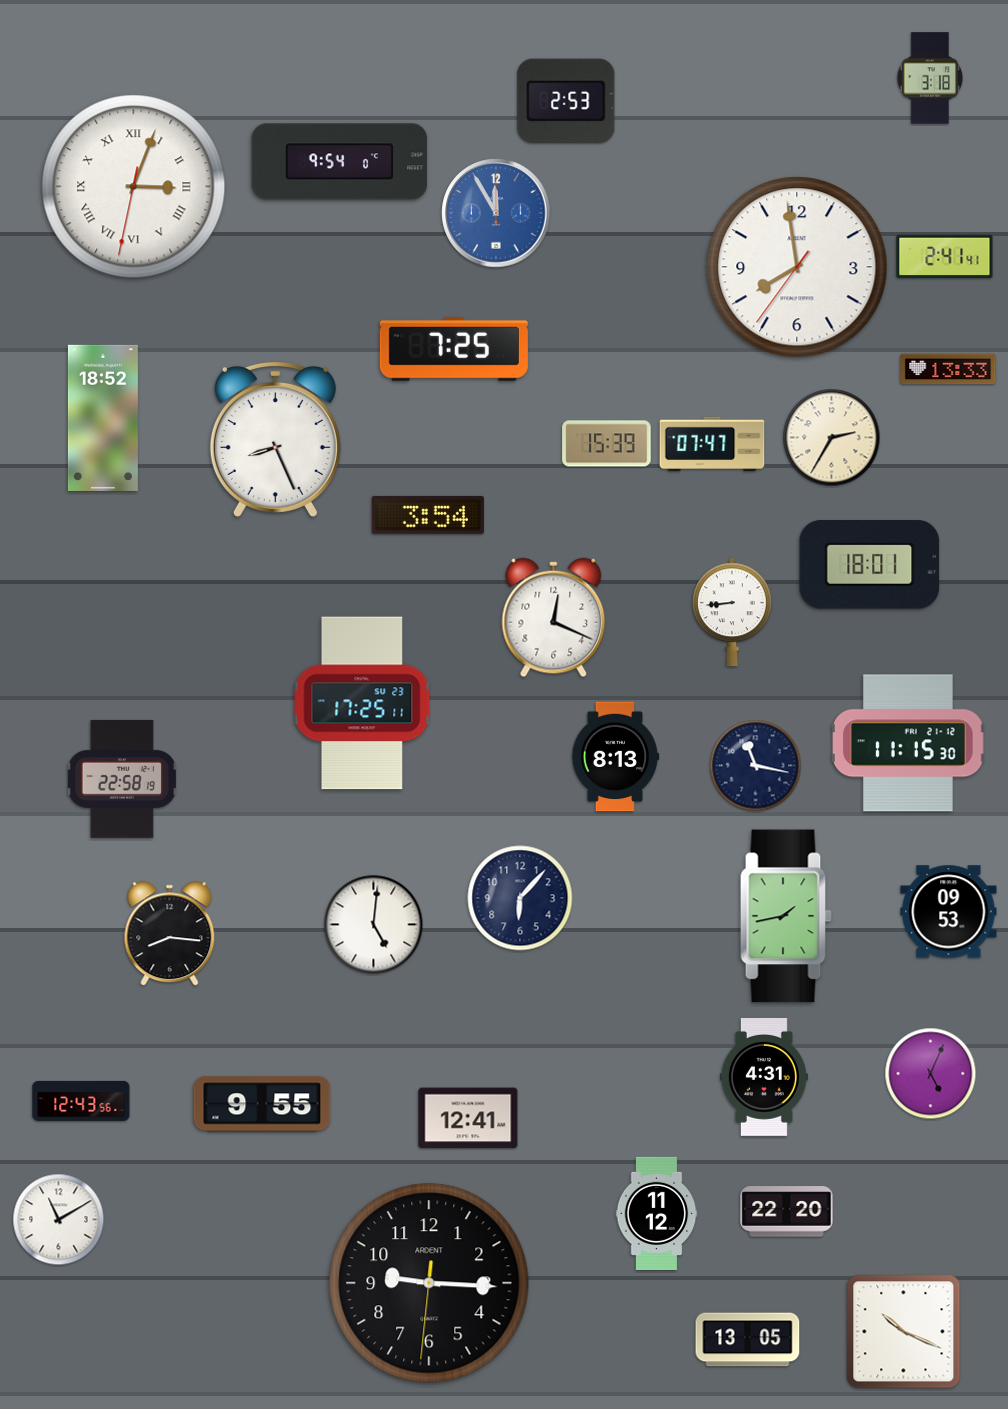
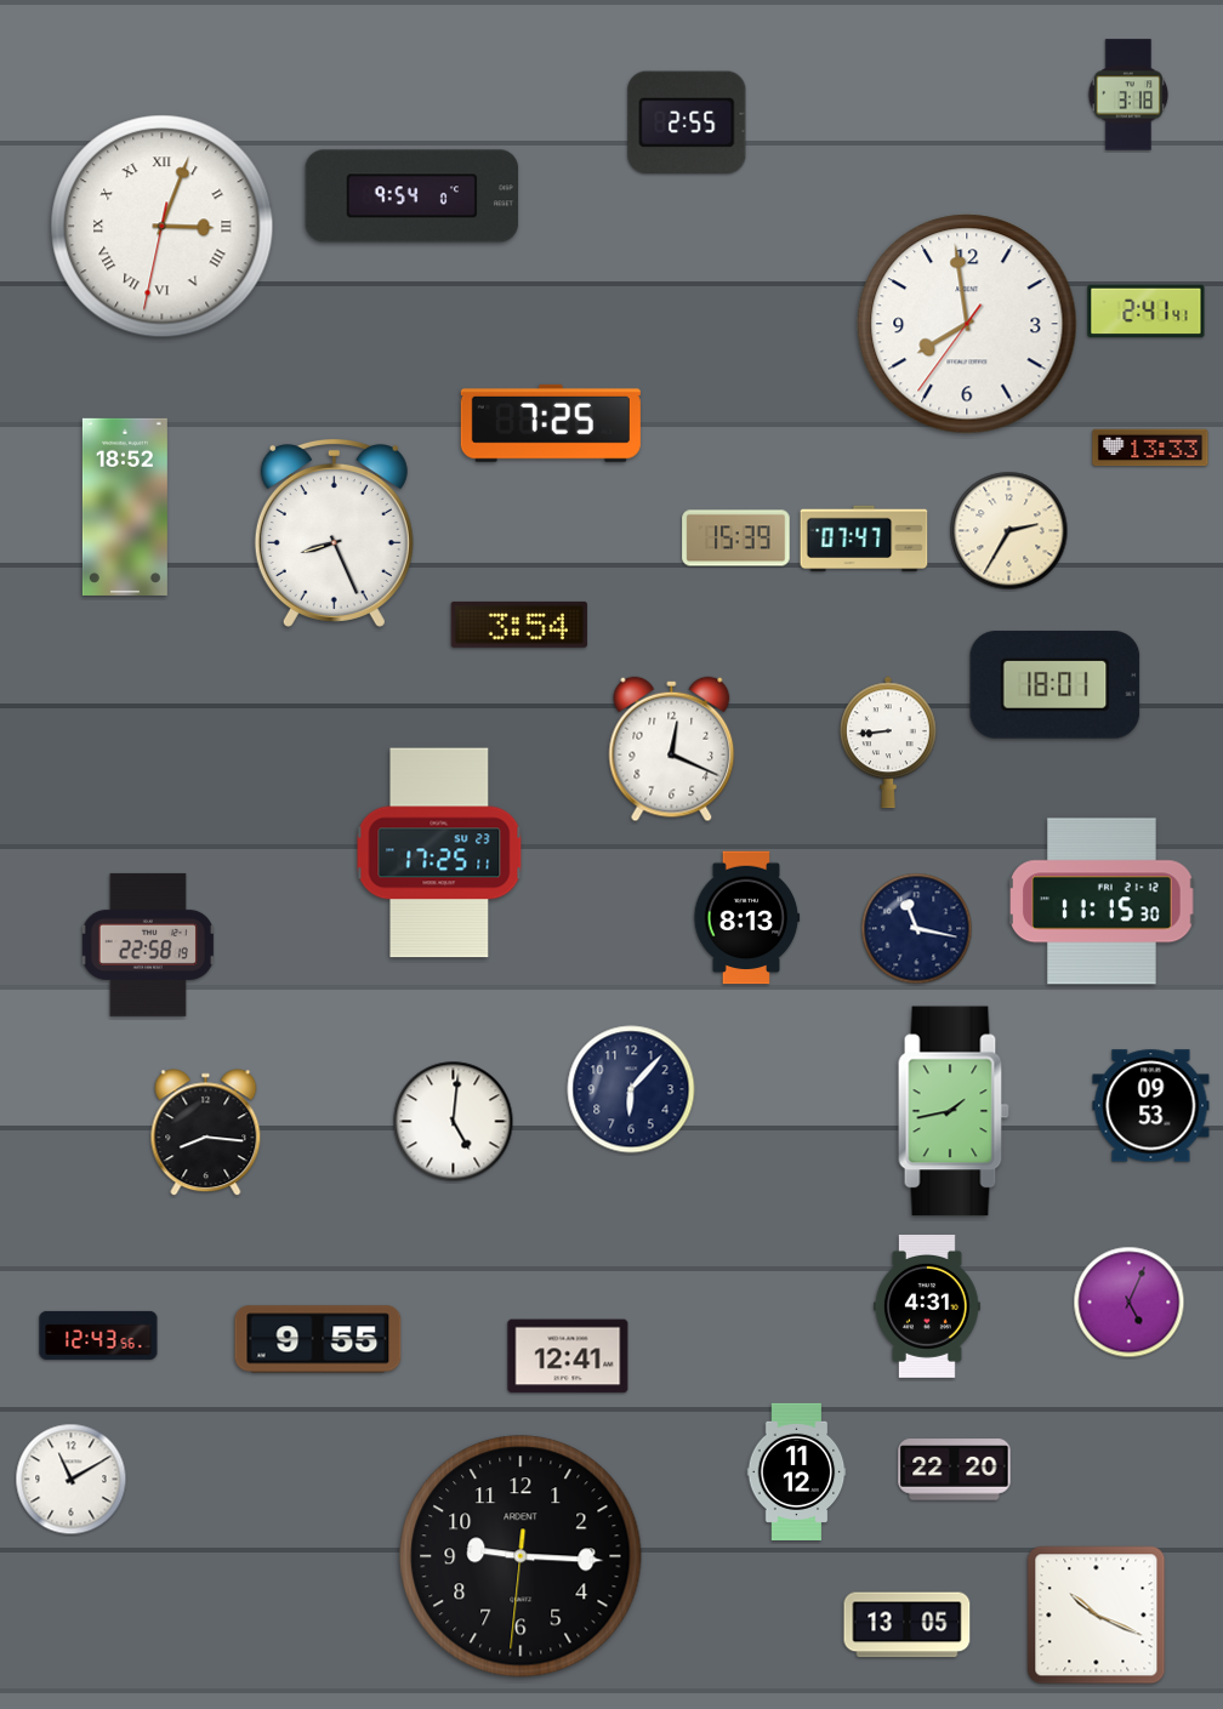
clock at (566, 101): 2:53 -> 2:55
clock at (496, 213): 11:55 -> none
